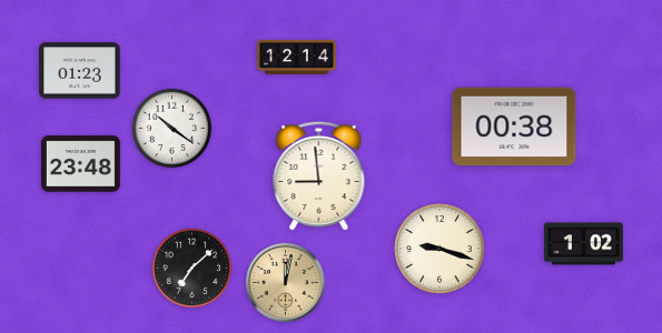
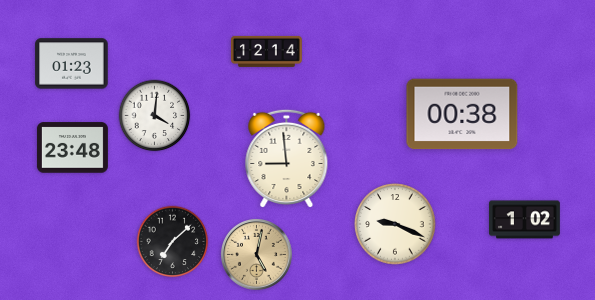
clock at (172, 129): 10:21 -> 4:01
clock at (439, 249): 9:18 -> 9:19
clock at (285, 282): 12:02 -> 5:02
